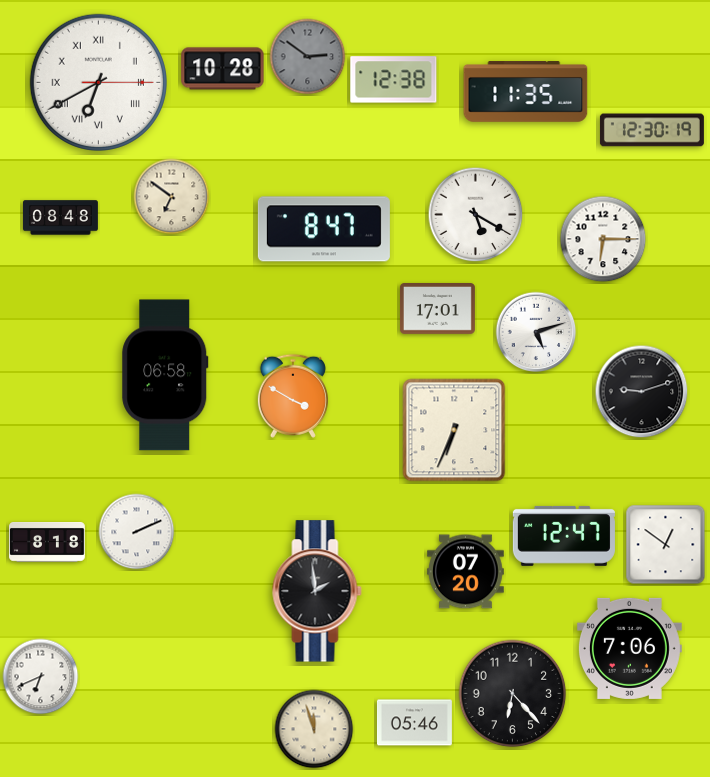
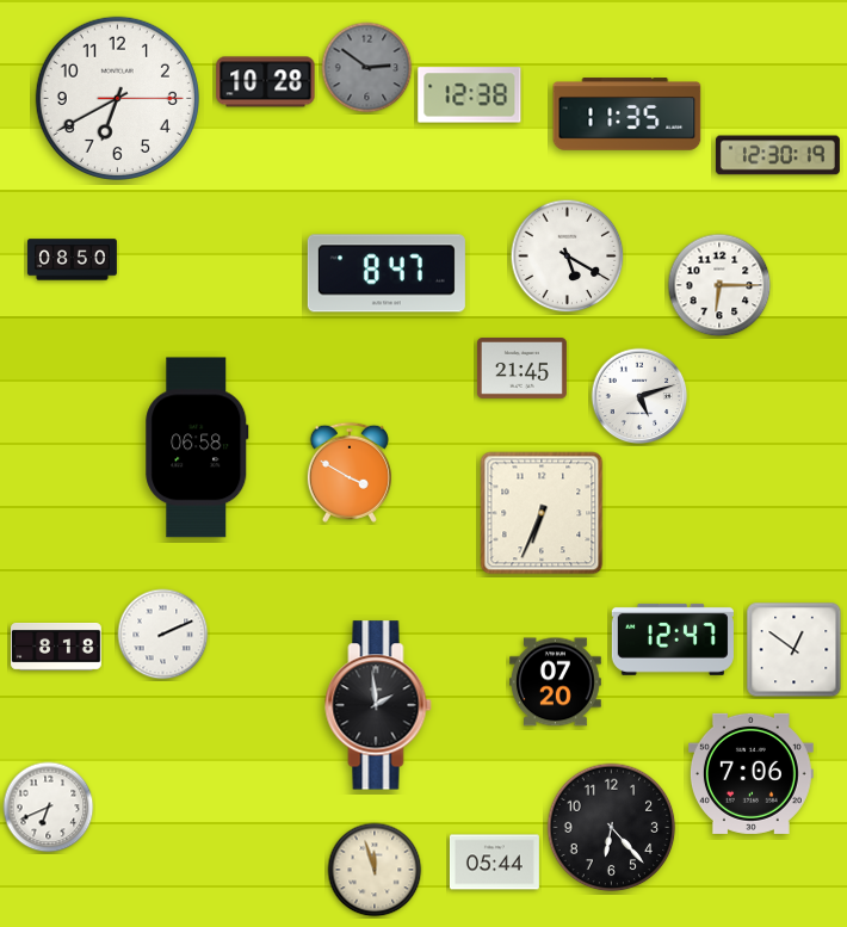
clock at (98, 82) numerals: Roman -> Arabic
clock at (526, 92) position: (526, 92) -> (627, 115)
clock at (172, 197): 6:51 -> none
clock at (60, 218): 08:48 -> 08:50
clock at (437, 309): 17:01 -> 21:45
clock at (642, 392): 9:12 -> none
clock at (414, 723): 05:46 -> 05:44
